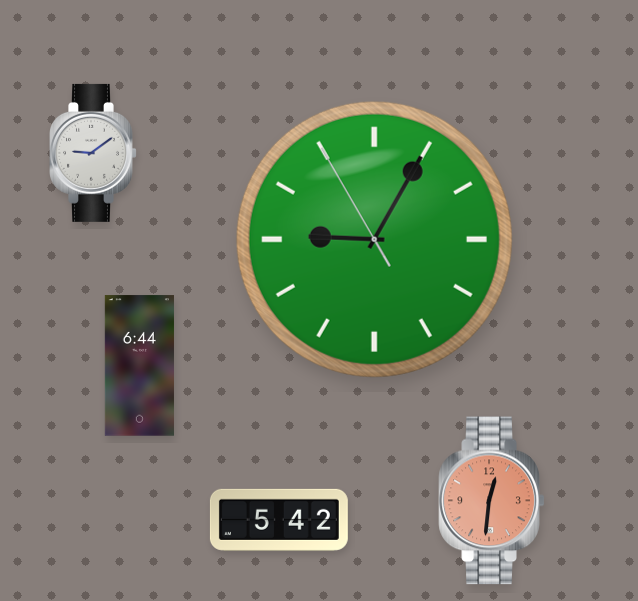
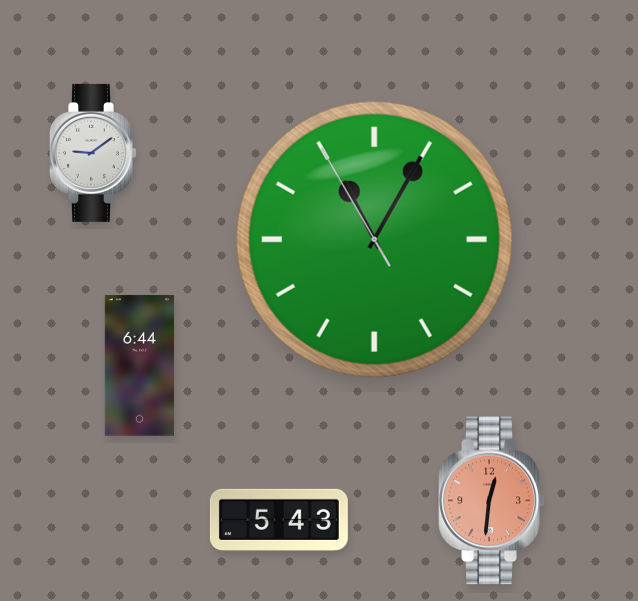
clock at (374, 239): 9:04 -> 11:04
clock at (279, 520): 5:42 -> 5:43
